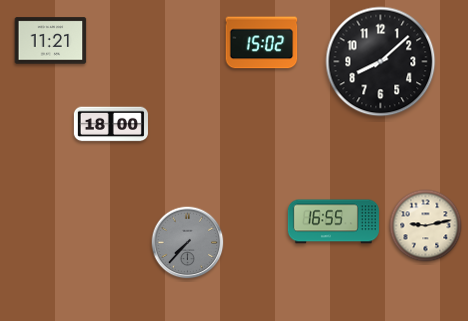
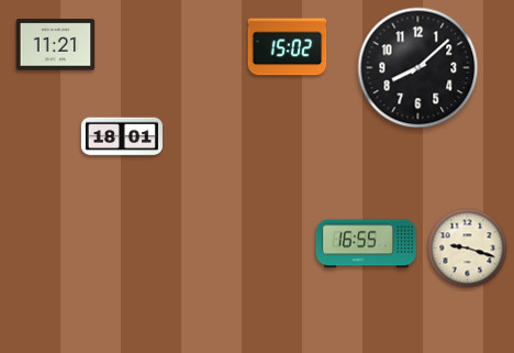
clock at (111, 124): 18:00 -> 18:01
clock at (426, 226): 9:13 -> 9:18
clock at (188, 243): 7:37 -> none
